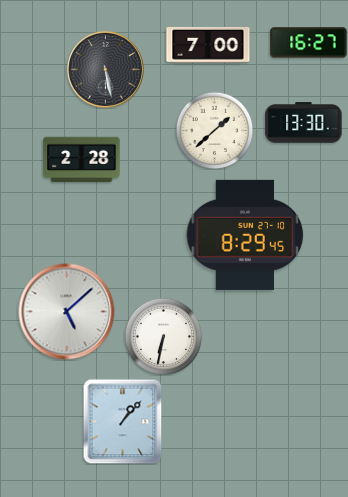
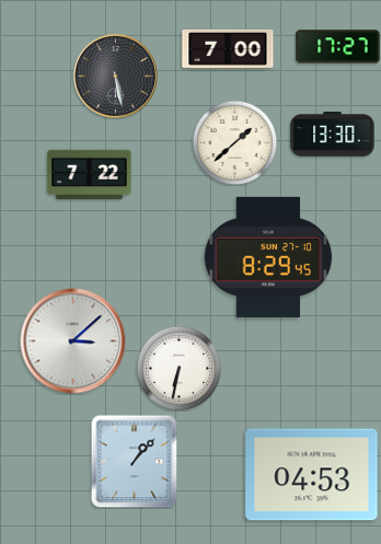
clock at (309, 43): 16:27 -> 17:27
clock at (82, 160): 2:28 -> 7:22
clock at (67, 312): 5:08 -> 3:08
clock at (312, 475): none -> 04:53
